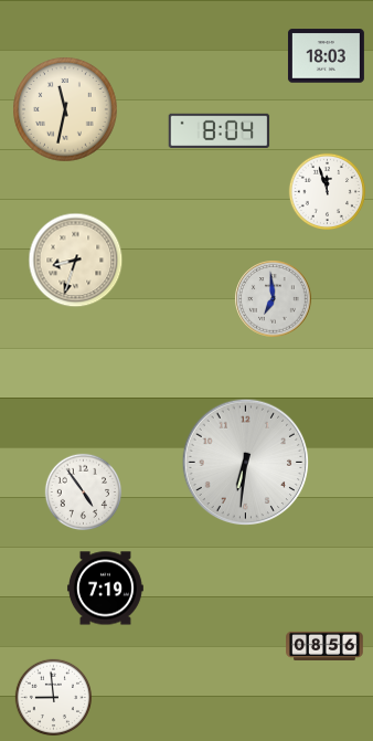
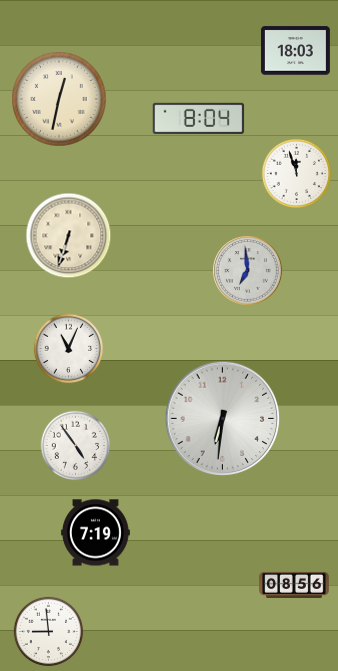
clock at (65, 109): 11:32 -> 12:32
clock at (76, 261): 8:33 -> 6:33
clock at (69, 349): none -> 11:04
